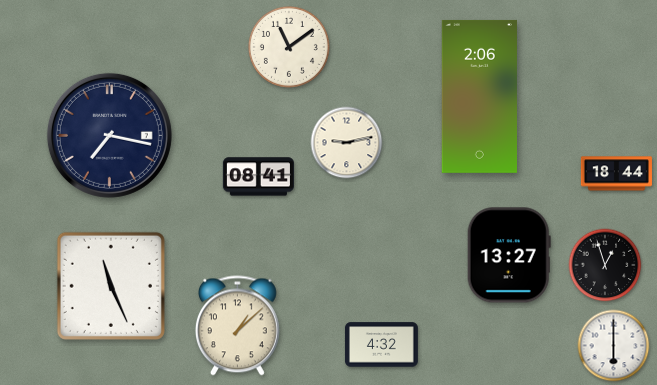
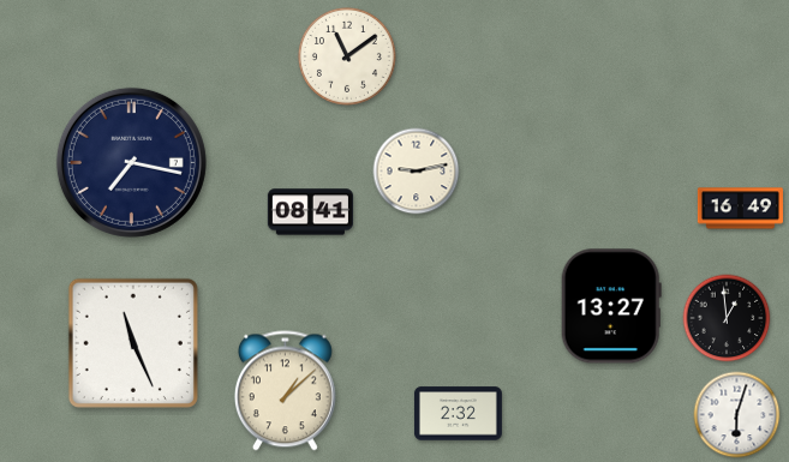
clock at (479, 96): 2:06 -> none
clock at (616, 174): 18:44 -> 16:49
clock at (605, 265): 12:57 -> 12:59
clock at (381, 345): 4:32 -> 2:32
clock at (614, 346): 6:00 -> 6:03
